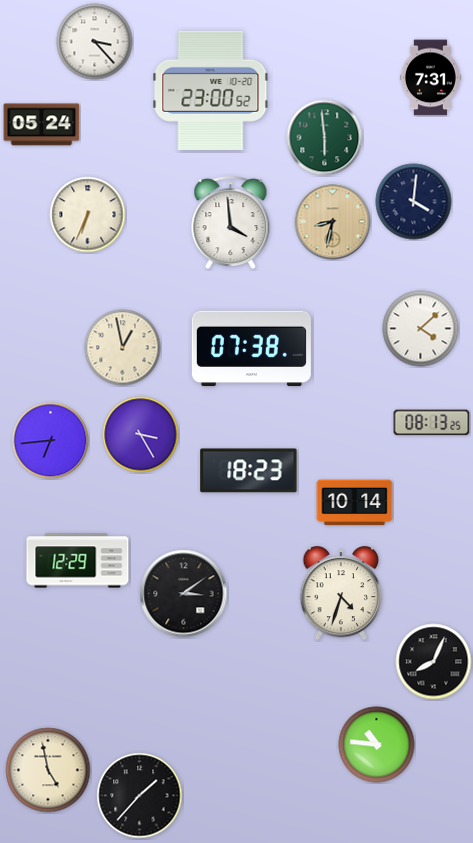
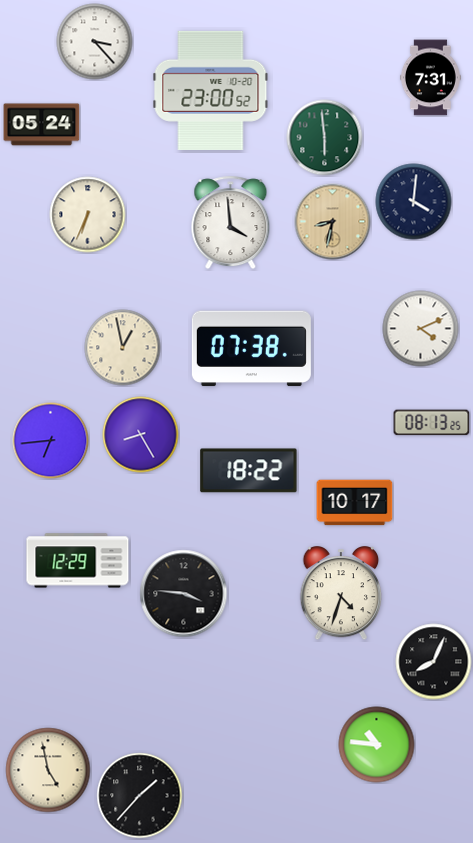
clock at (421, 329): 4:08 -> 4:11
clock at (141, 435): 3:25 -> 8:25
clock at (249, 471): 18:23 -> 18:22
clock at (355, 503): 10:14 -> 10:17
clock at (184, 594): 3:09 -> 3:46
